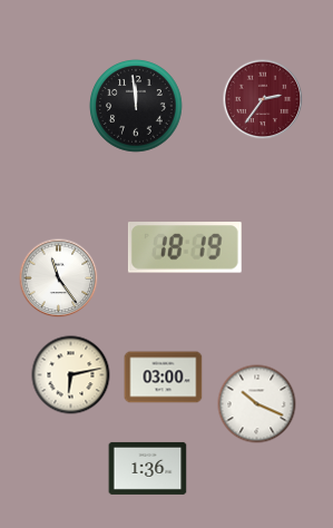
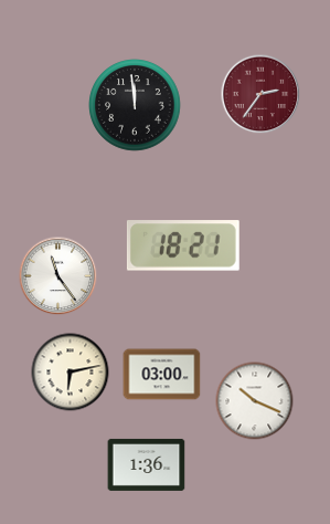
clock at (263, 99) position: (263, 99) -> (260, 94)
clock at (185, 247): 18:19 -> 18:21
